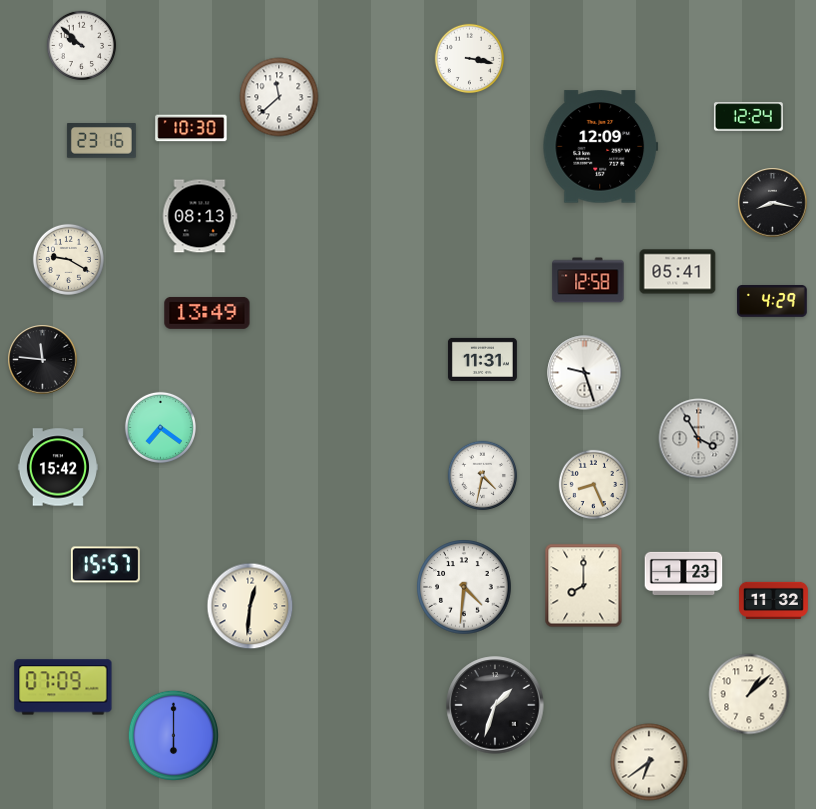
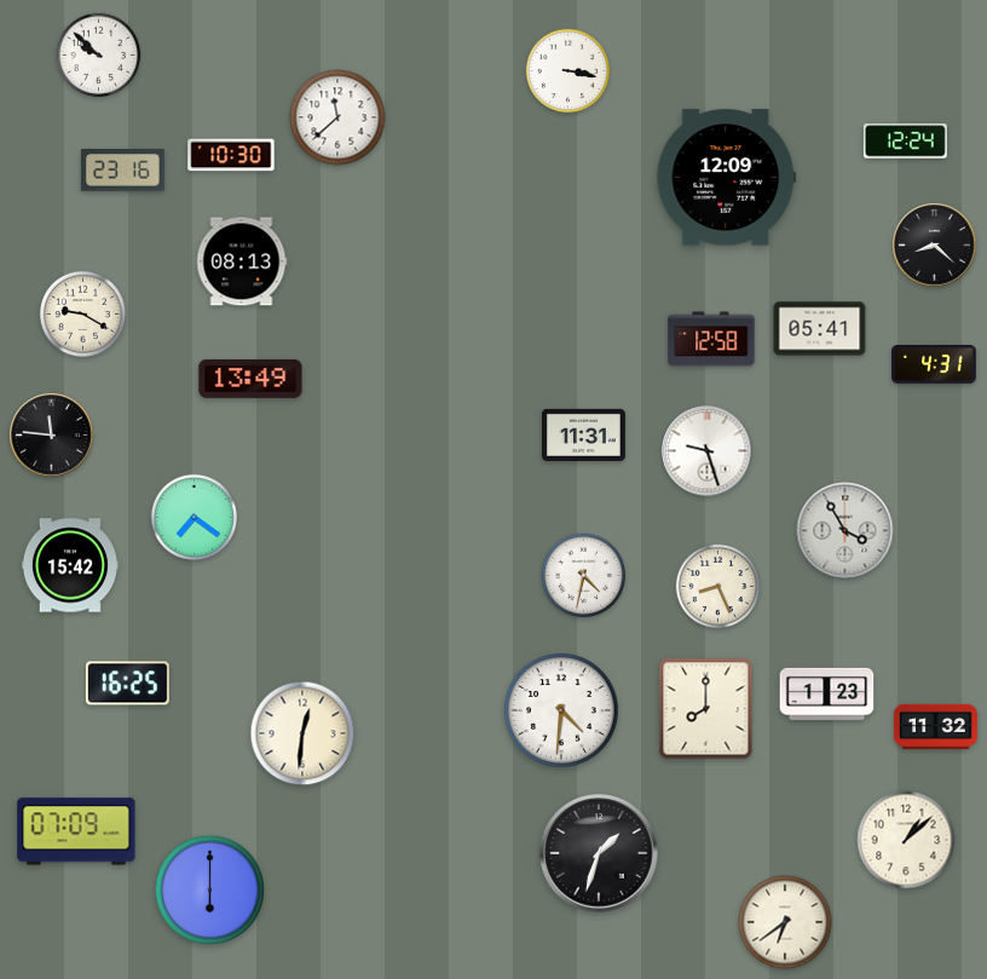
clock at (773, 203): 8:17 -> 8:22
clock at (772, 302): 4:29 -> 4:31
clock at (105, 565): 15:57 -> 16:25
